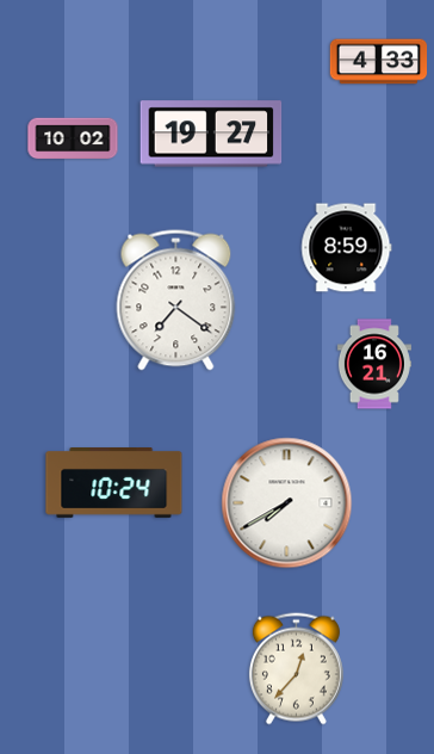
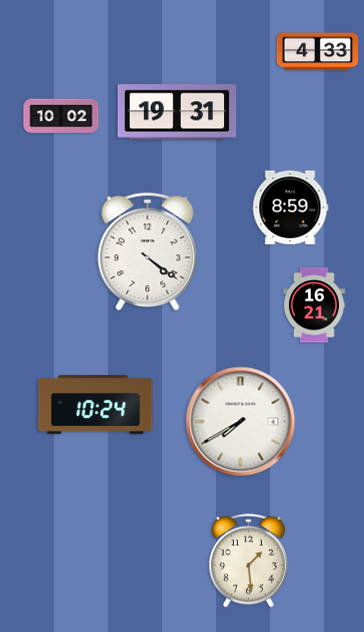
clock at (211, 134): 19:27 -> 19:31
clock at (176, 301): 7:21 -> 4:21
clock at (296, 669): 12:37 -> 1:29
